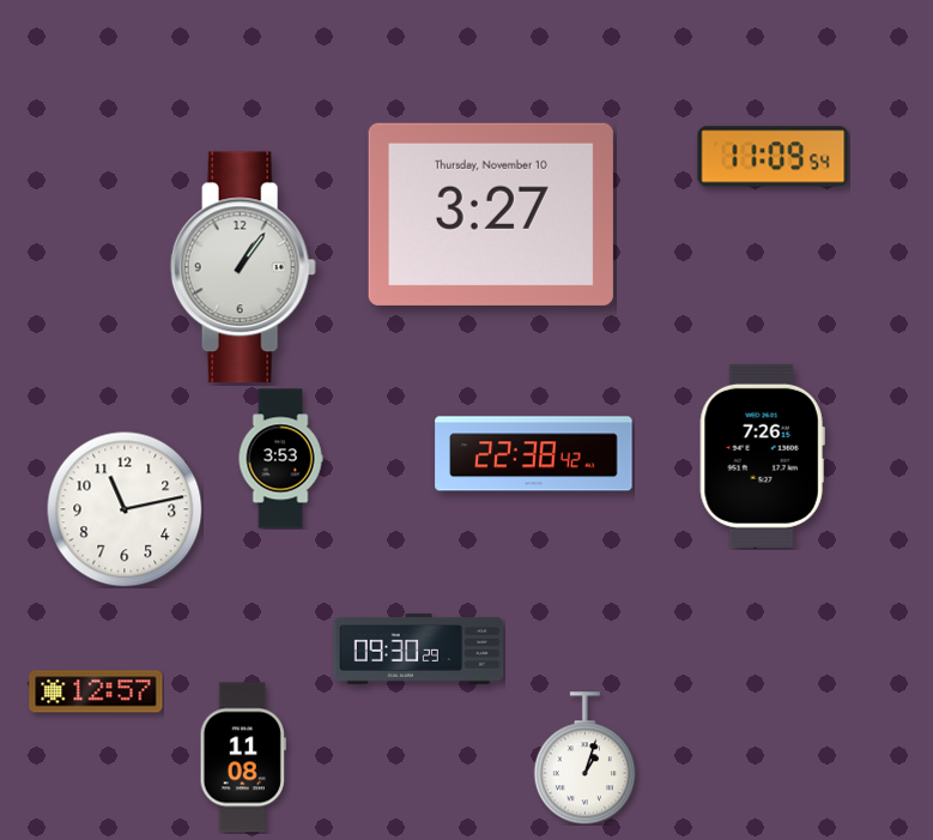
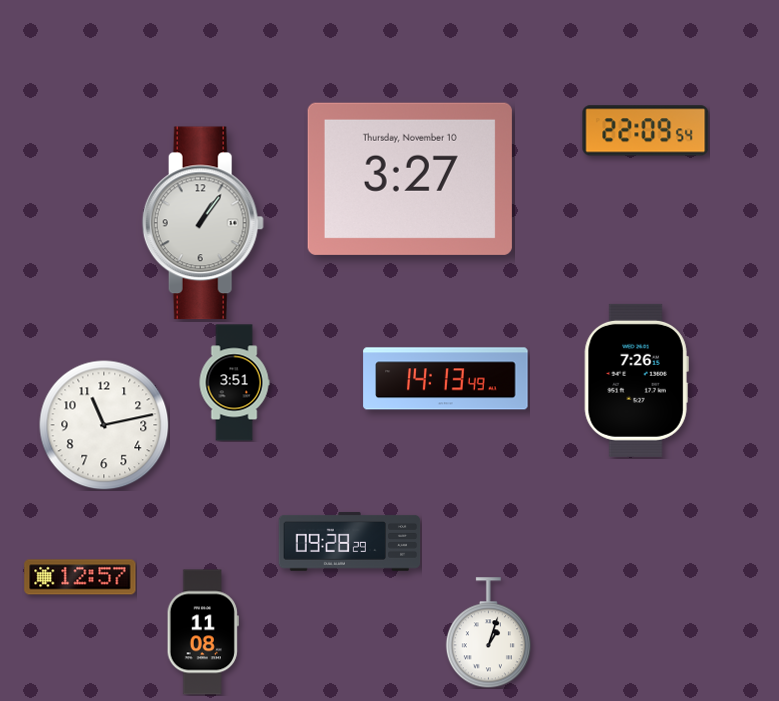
clock at (774, 157): 11:09 -> 22:09
clock at (534, 454): 22:38 -> 14:13
clock at (280, 459): 3:53 -> 3:51
clock at (419, 648): 09:30 -> 09:28
